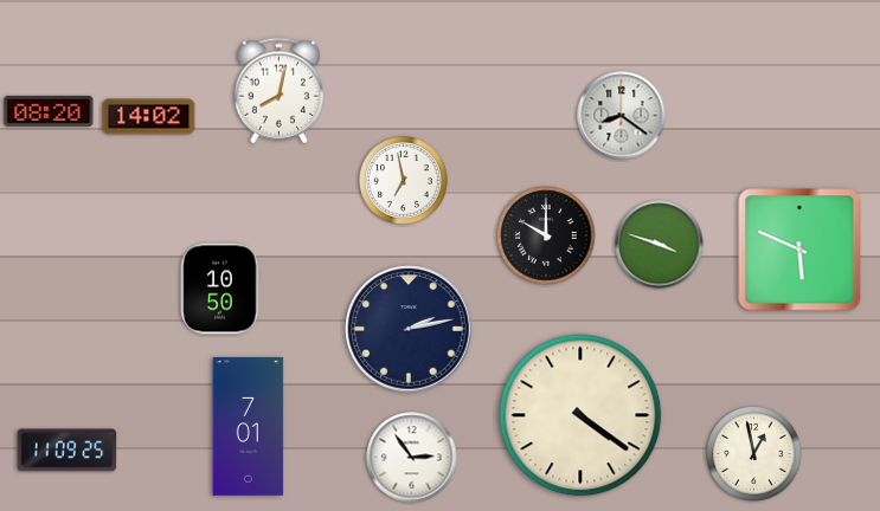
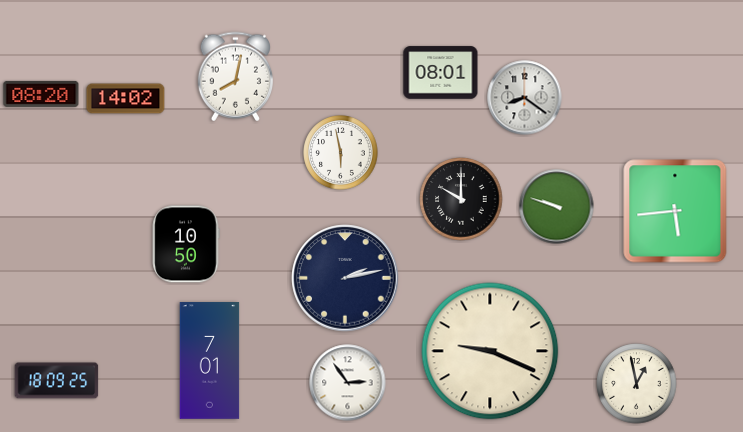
clock at (441, 73): none -> 08:01
clock at (404, 181): 6:58 -> 5:58
clock at (660, 245): 3:48 -> 9:48
clock at (799, 250): 5:49 -> 5:44
clock at (580, 415): 4:21 -> 9:19
clock at (68, 451): 11:09 -> 18:09
clock at (412, 458) position: (412, 458) -> (348, 383)
